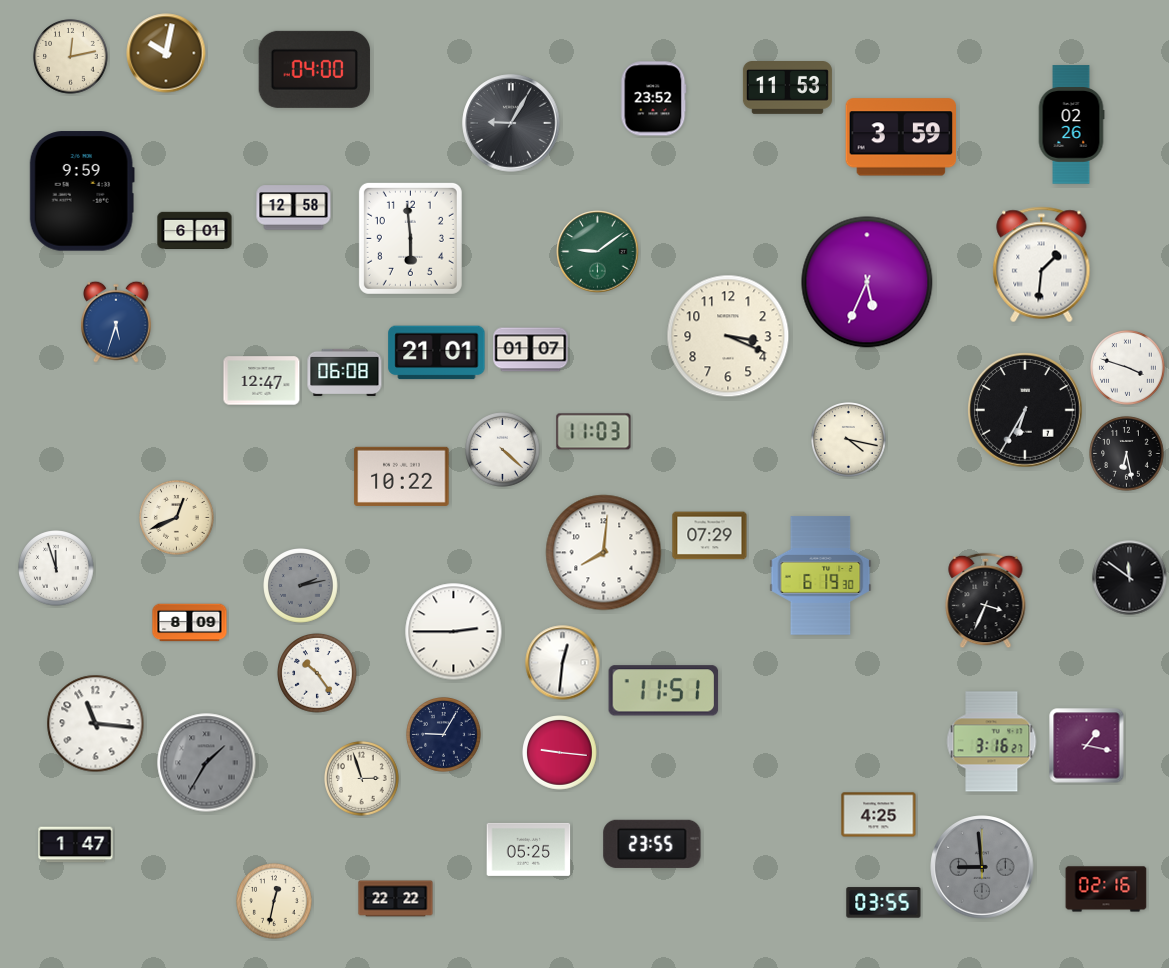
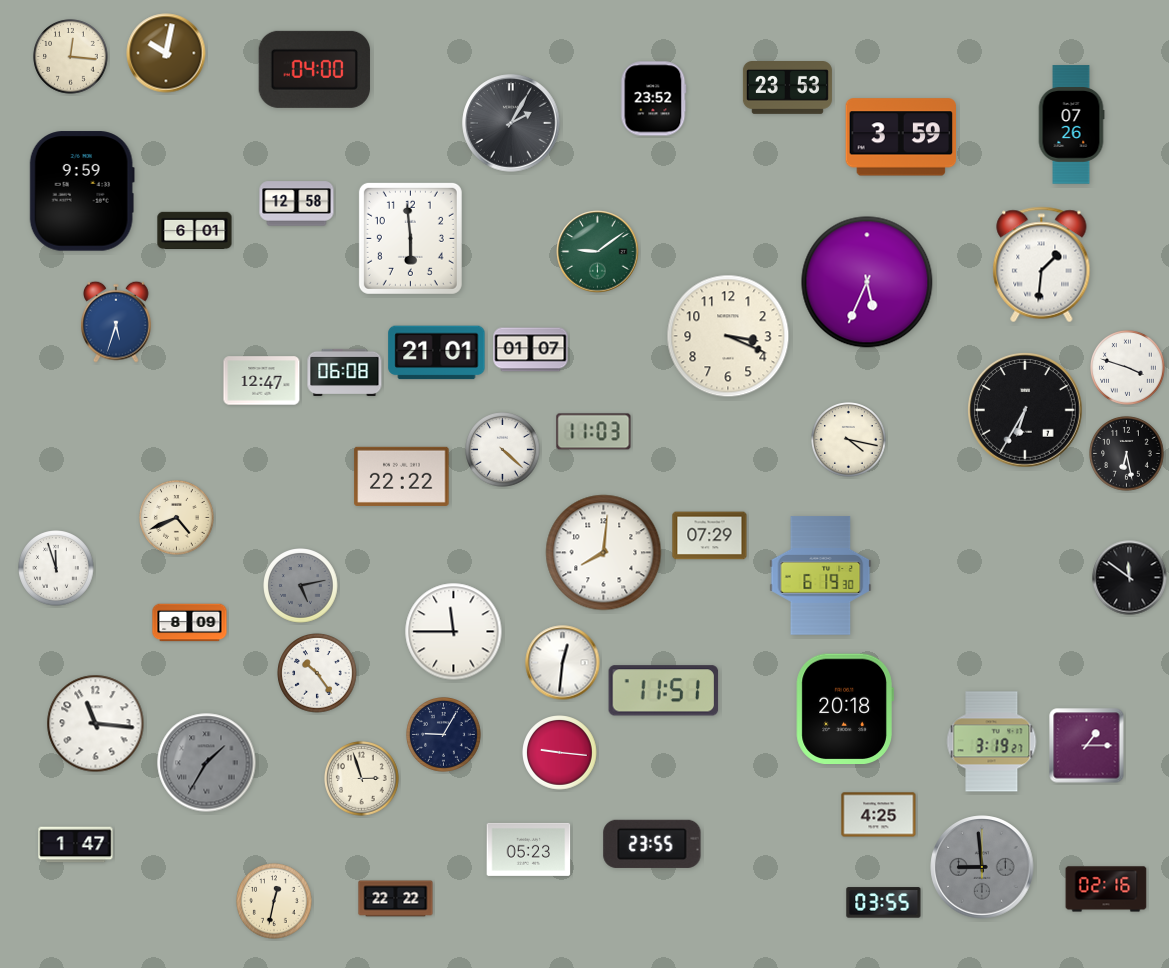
clock at (71, 57): 12:13 -> 12:16
clock at (787, 88): 11:53 -> 23:53
clock at (511, 123): 9:05 -> 2:05
clock at (1071, 125): 02:26 -> 07:26
clock at (294, 208) position: (294, 208) -> (297, 204)
clock at (402, 476): 10:22 -> 22:22
clock at (177, 518): 12:41 -> 4:41
clock at (301, 586): 2:13 -> 5:13
clock at (986, 601): 3:34 -> none
clock at (454, 632): 2:45 -> 11:45
clock at (845, 709): none -> 20:18
clock at (992, 742): 3:16 -> 3:19
clock at (1087, 746): 1:17 -> 1:15
clock at (529, 849): 05:25 -> 05:23
